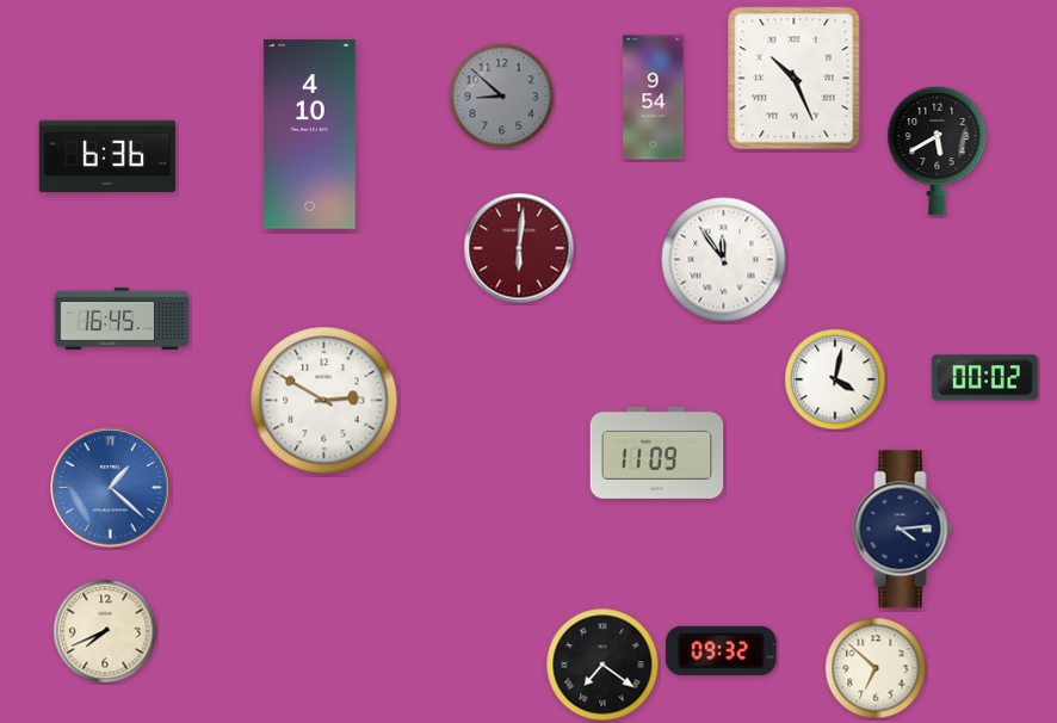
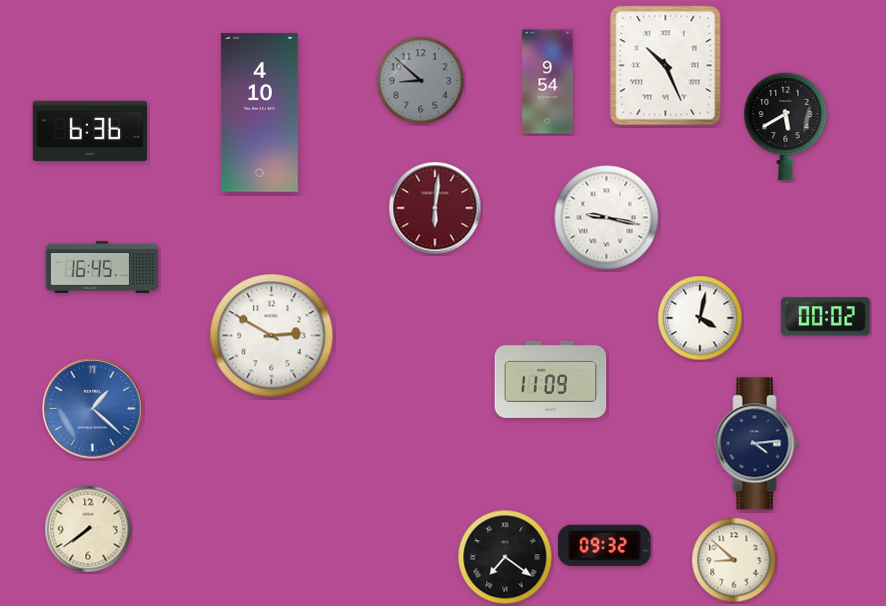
clock at (724, 260): 11:54 -> 9:17
clock at (105, 631): 7:41 -> 7:39
clock at (876, 668): 6:52 -> 8:52
